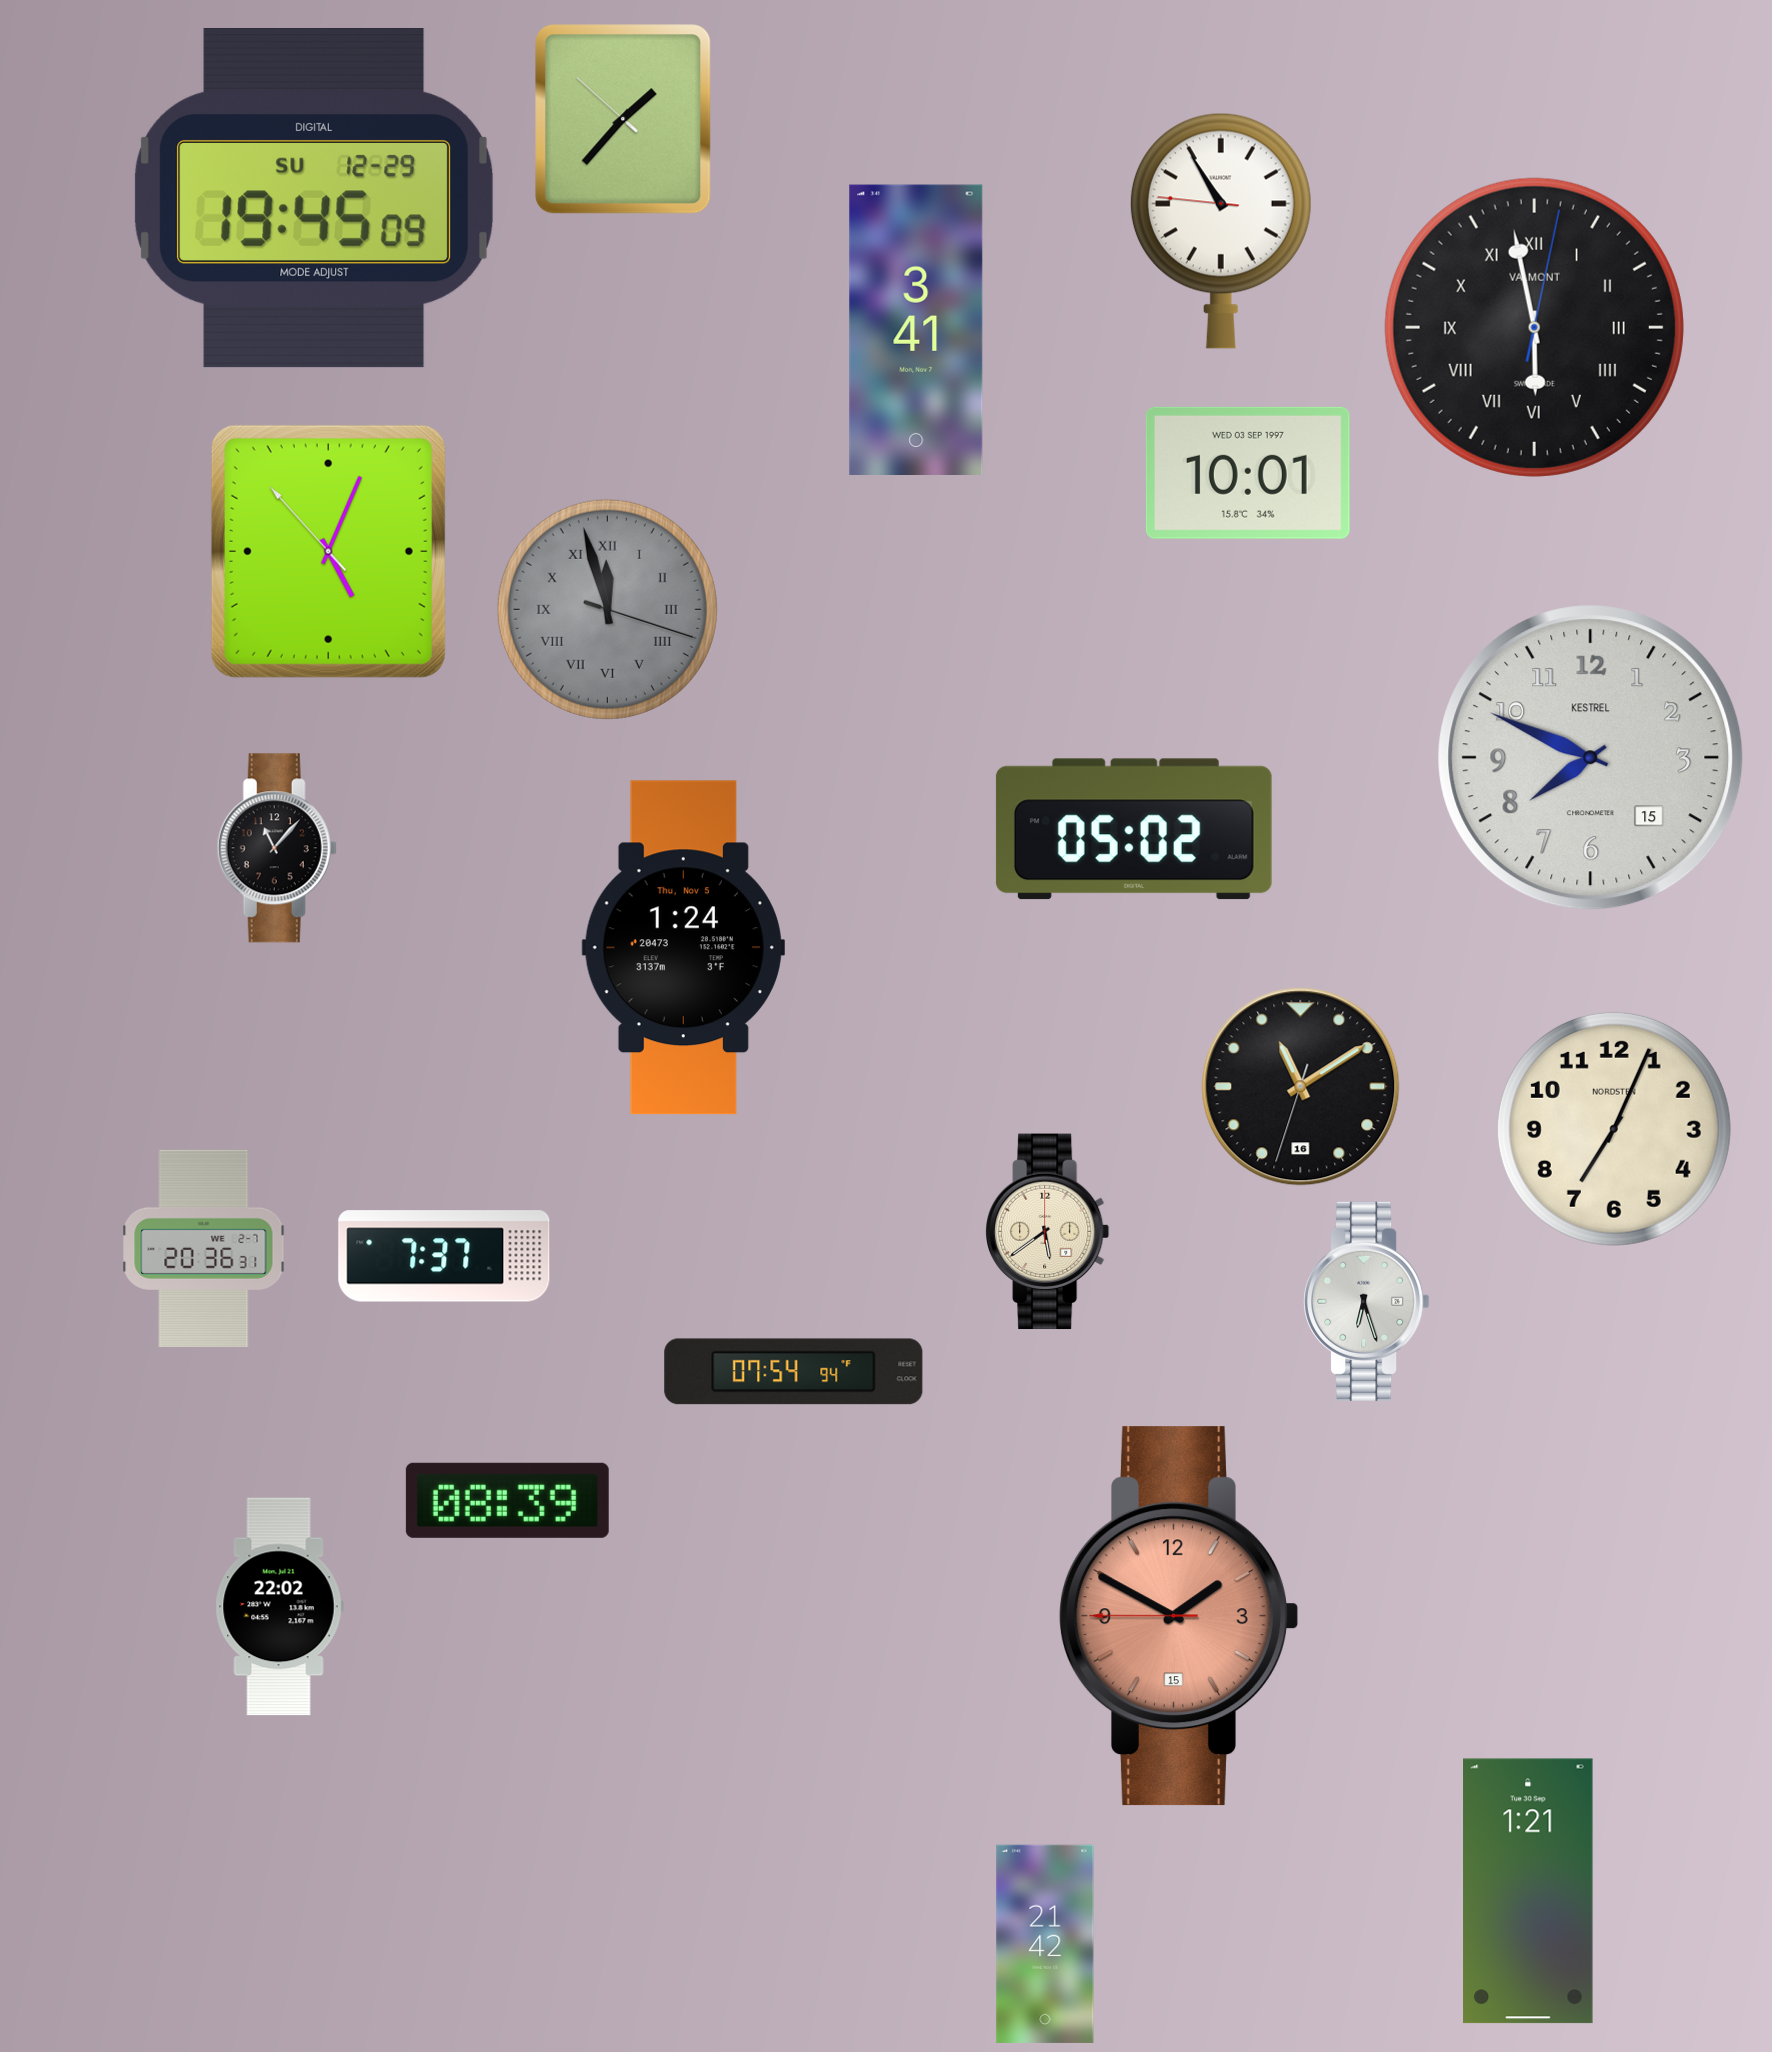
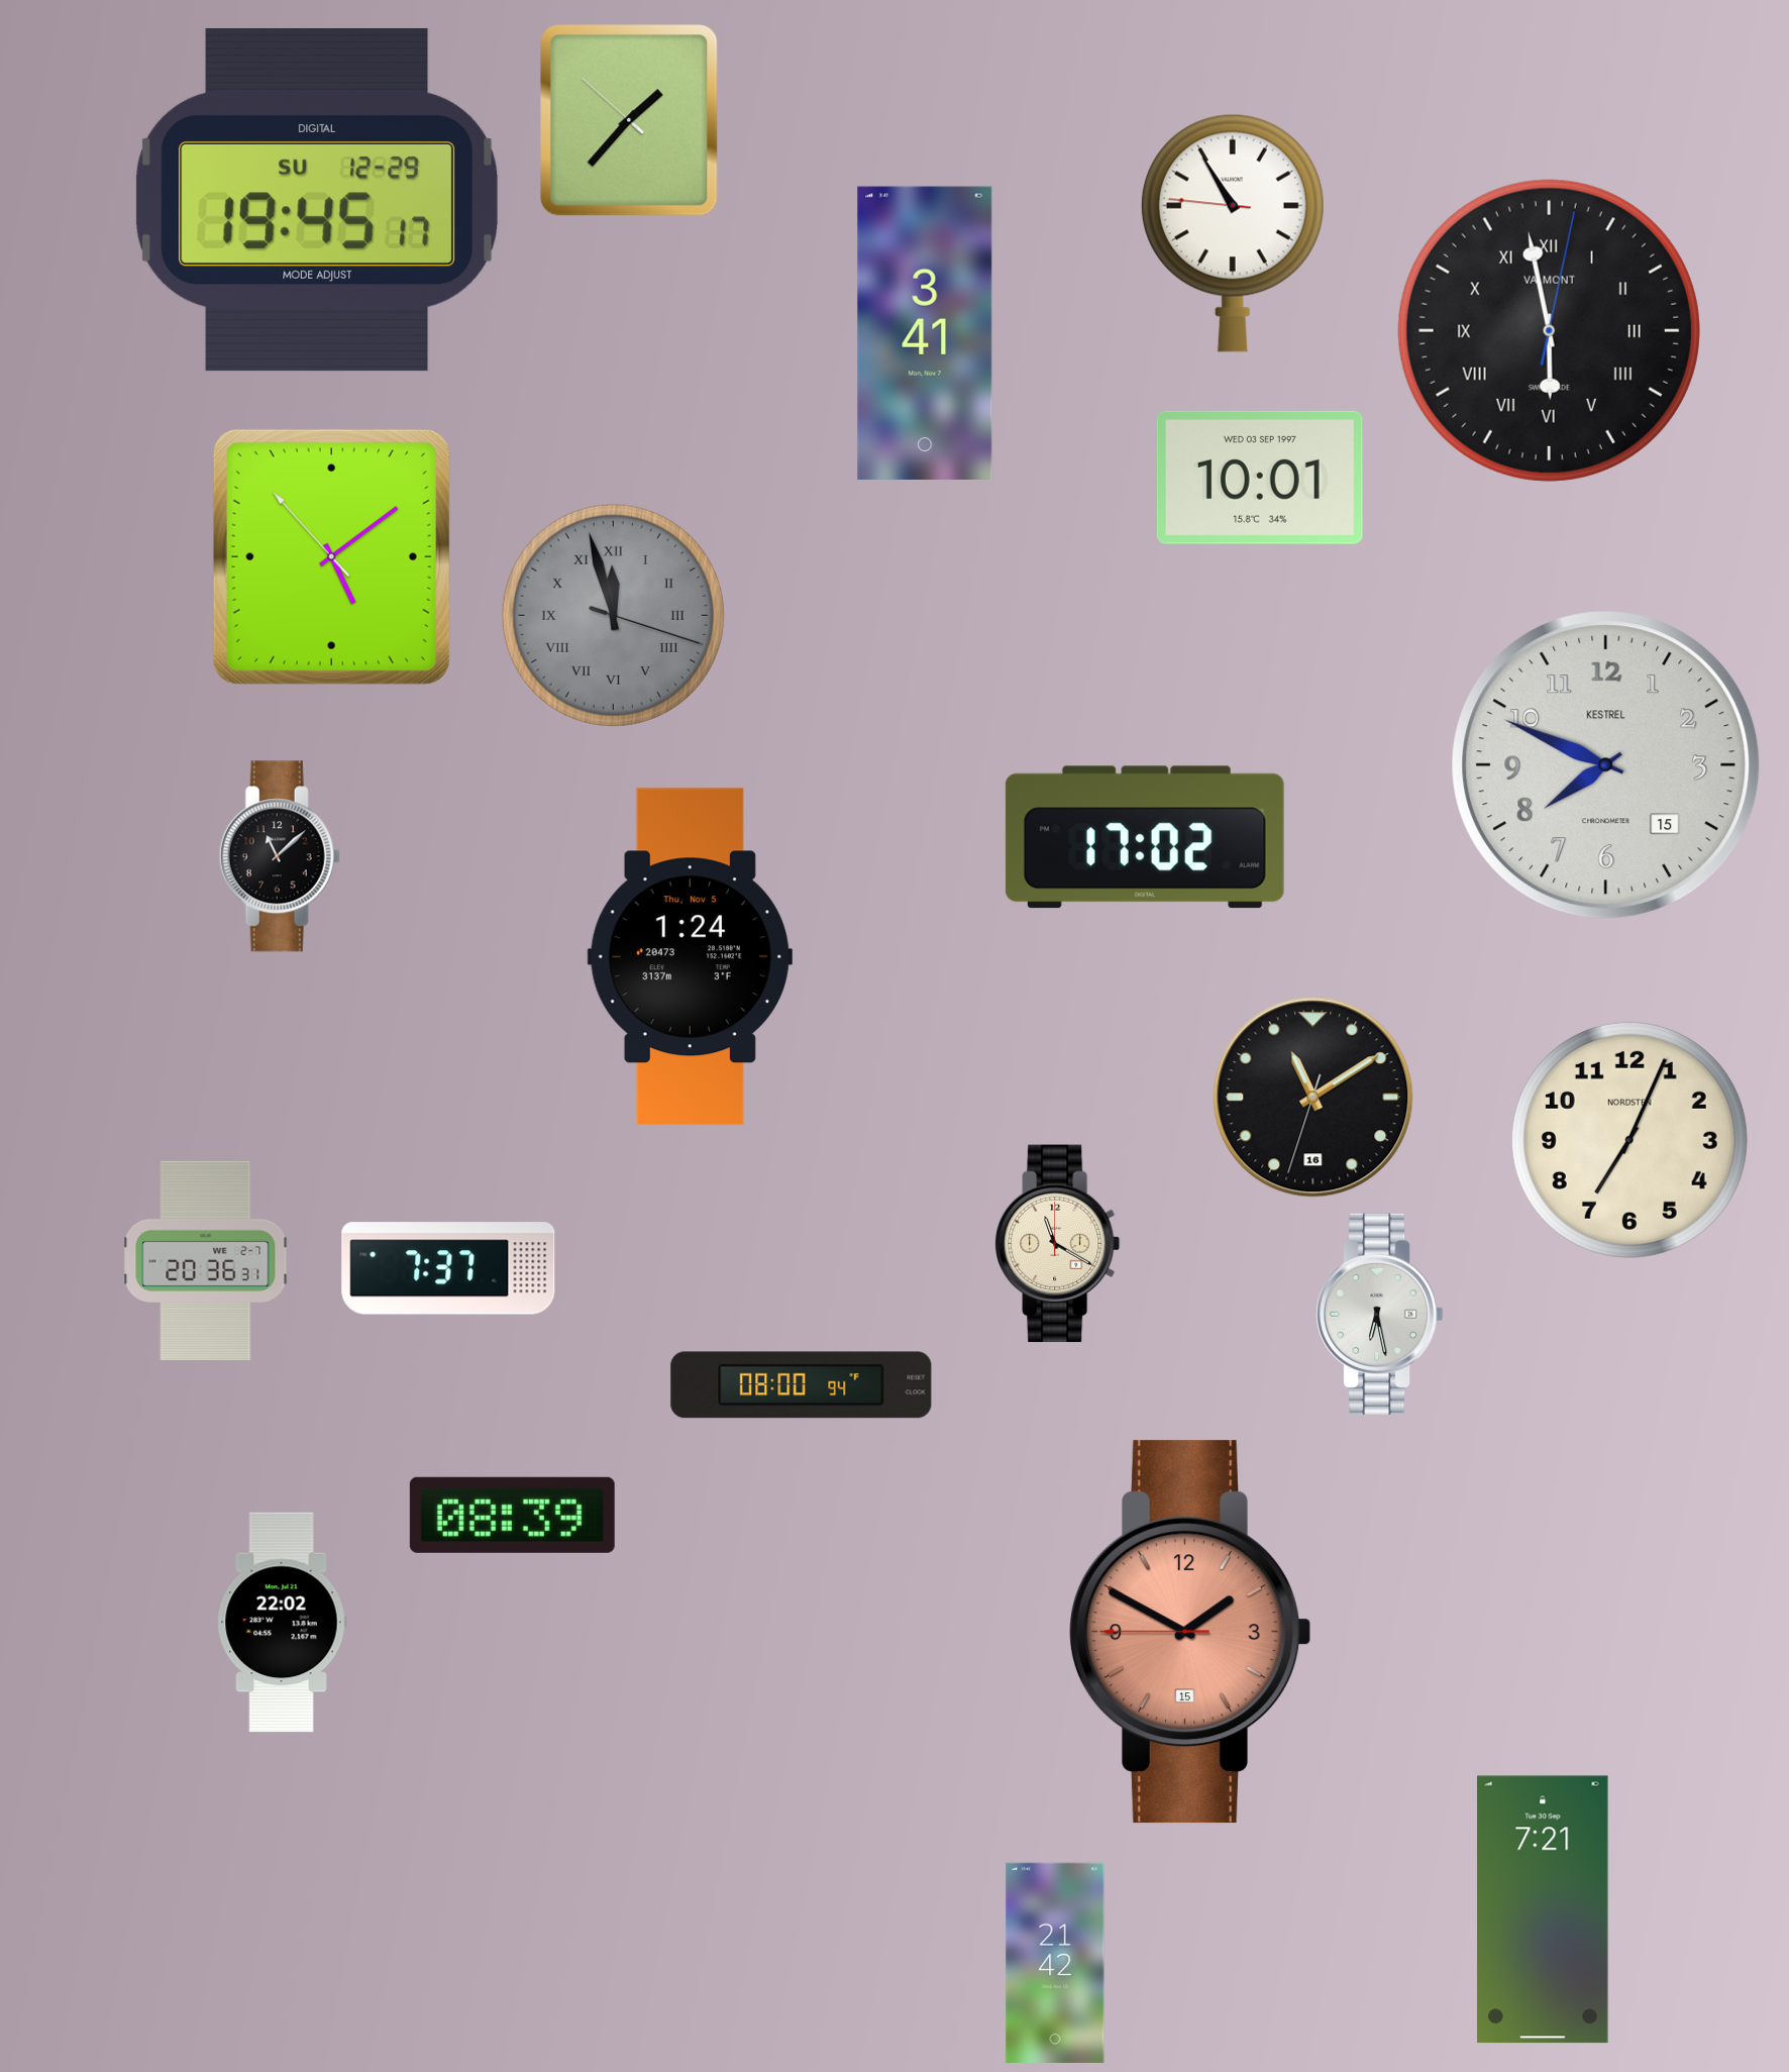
clock at (314, 199): 19:45:09 -> 19:45:17
clock at (328, 551): 5:03 -> 5:08
clock at (1134, 829): 05:02 -> 17:02
clock at (277, 848): 11:07 -> 11:08
clock at (1048, 1232): 5:39 -> 11:20
clock at (1367, 1301): 6:27 -> 6:28
clock at (794, 1372): 07:54 -> 08:00
clock at (1528, 1891): 1:21 -> 7:21
